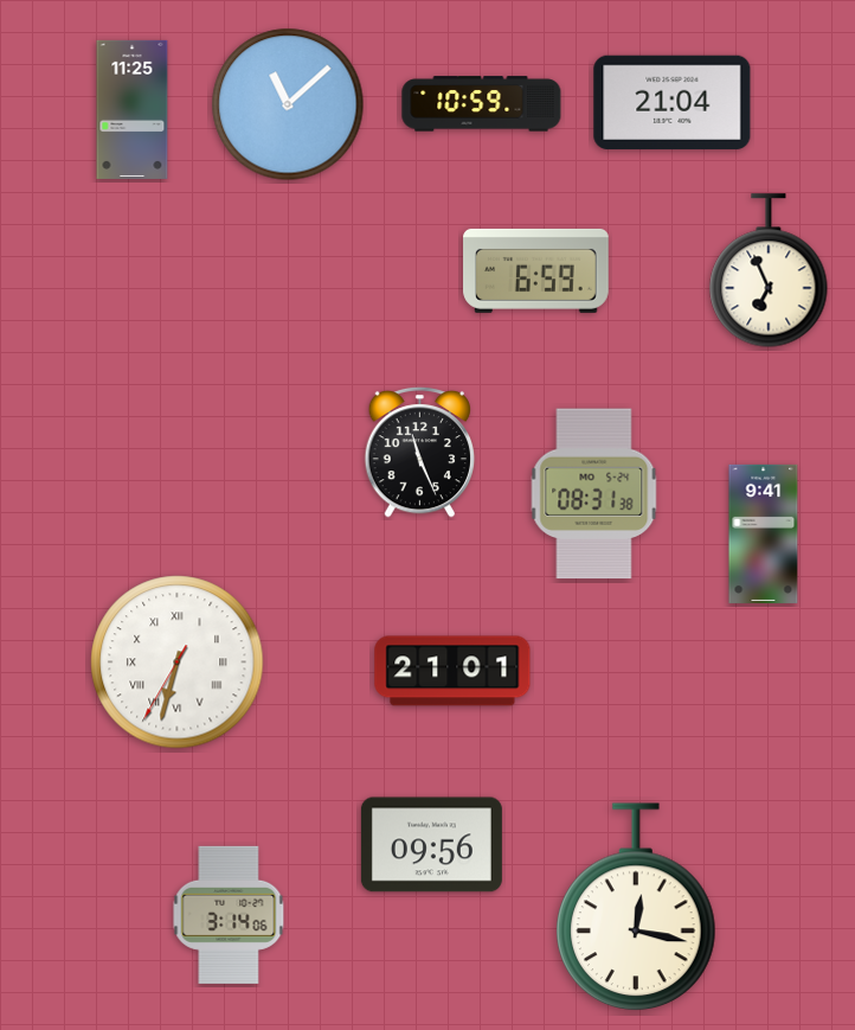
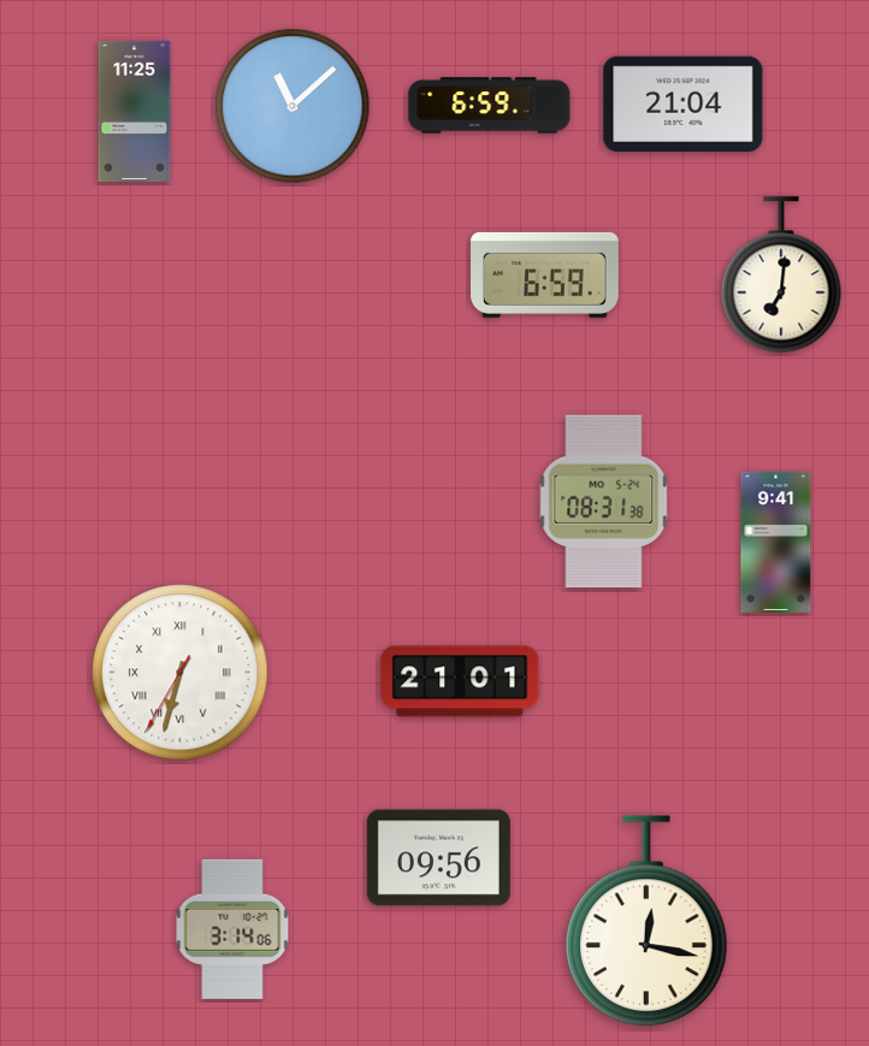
clock at (482, 104): 10:59 -> 6:59
clock at (769, 270): 6:56 -> 7:01
clock at (420, 452): 11:26 -> none
